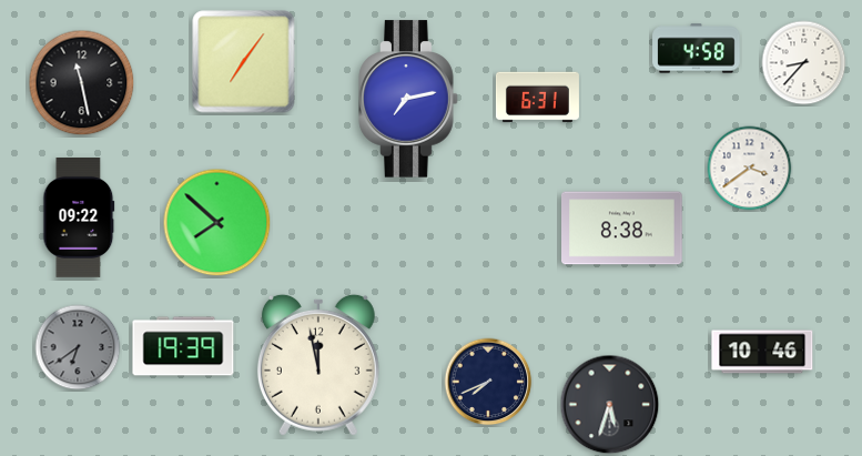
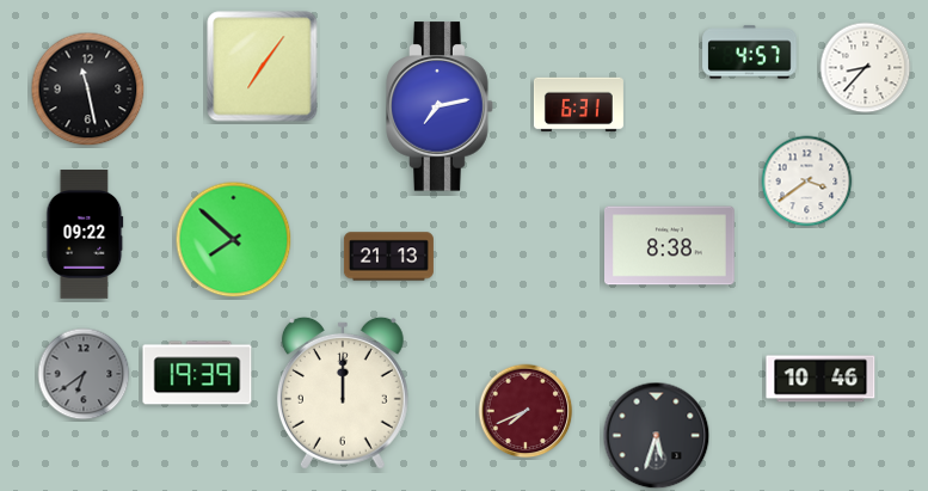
clock at (697, 49): 4:58 -> 4:57
clock at (388, 257): none -> 21:13
clock at (318, 365): 11:58 -> 12:00
clock at (488, 382) dial: navy -> burgundy
